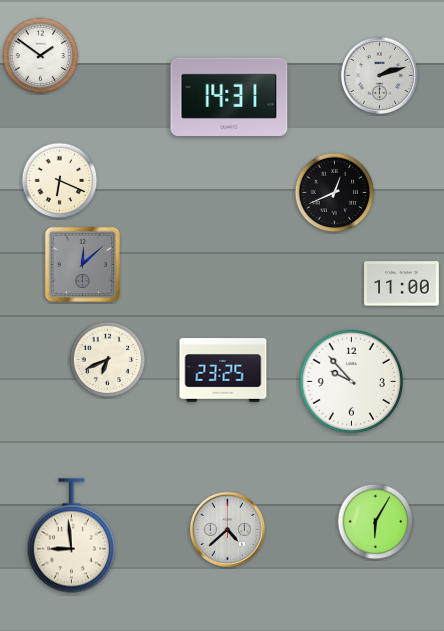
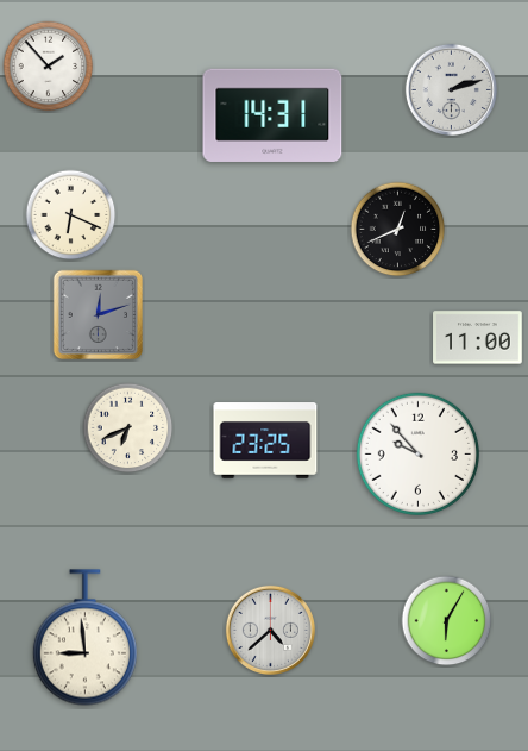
clock at (41, 56): 1:51 -> 1:53
clock at (82, 264): 12:08 -> 12:12
